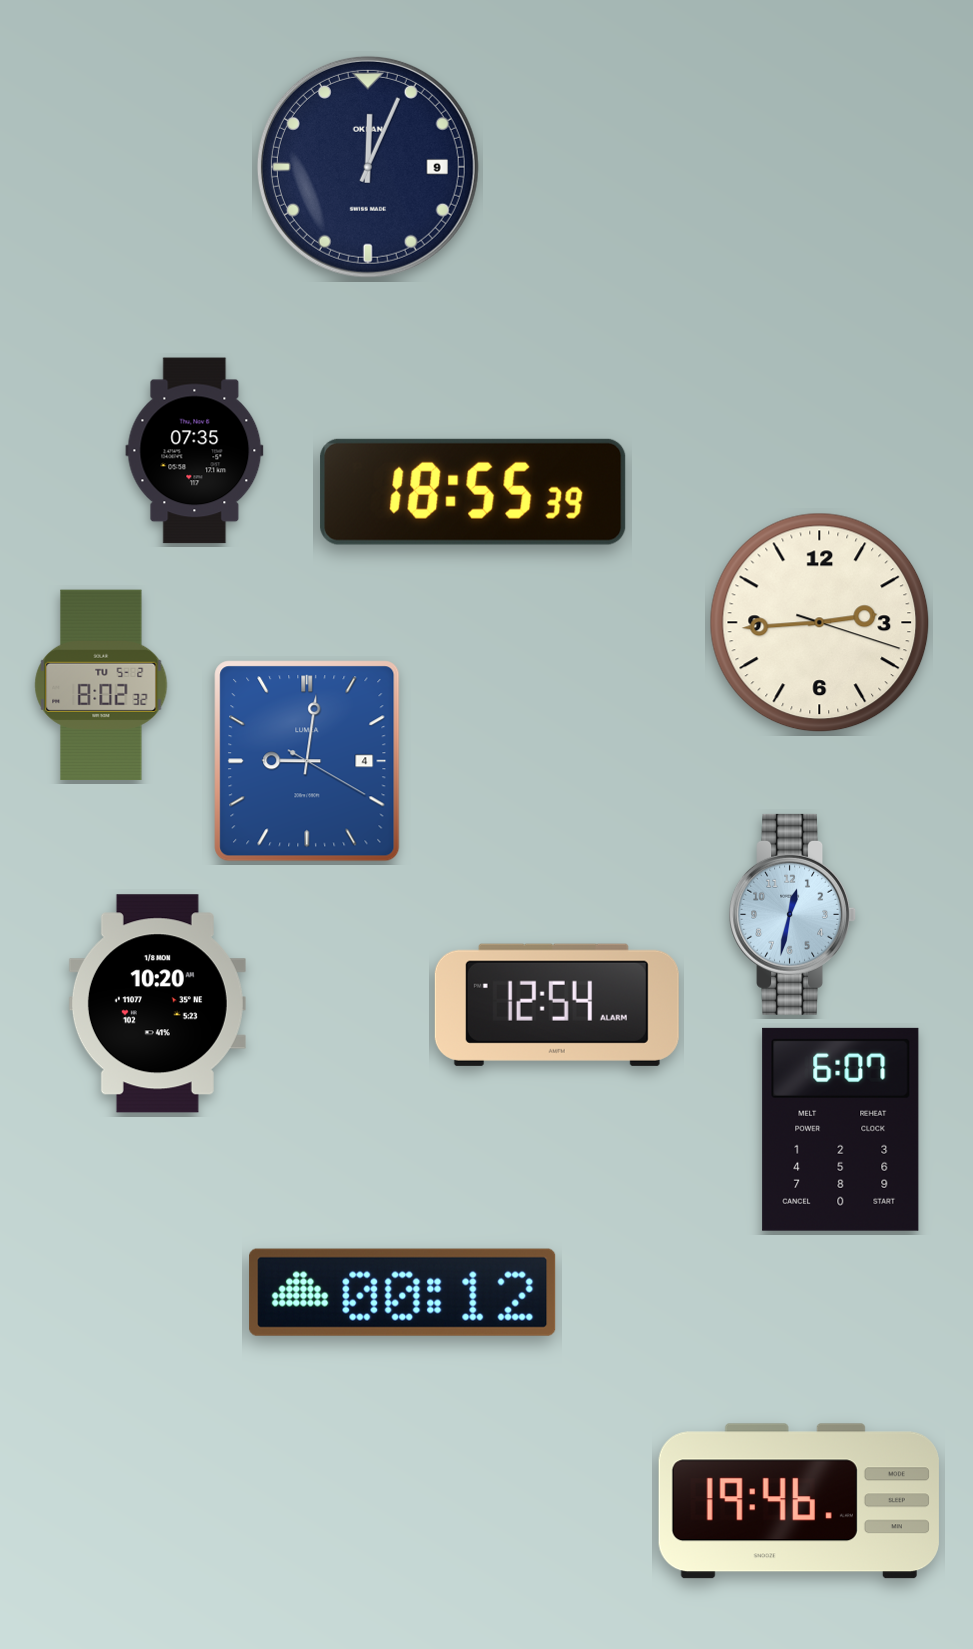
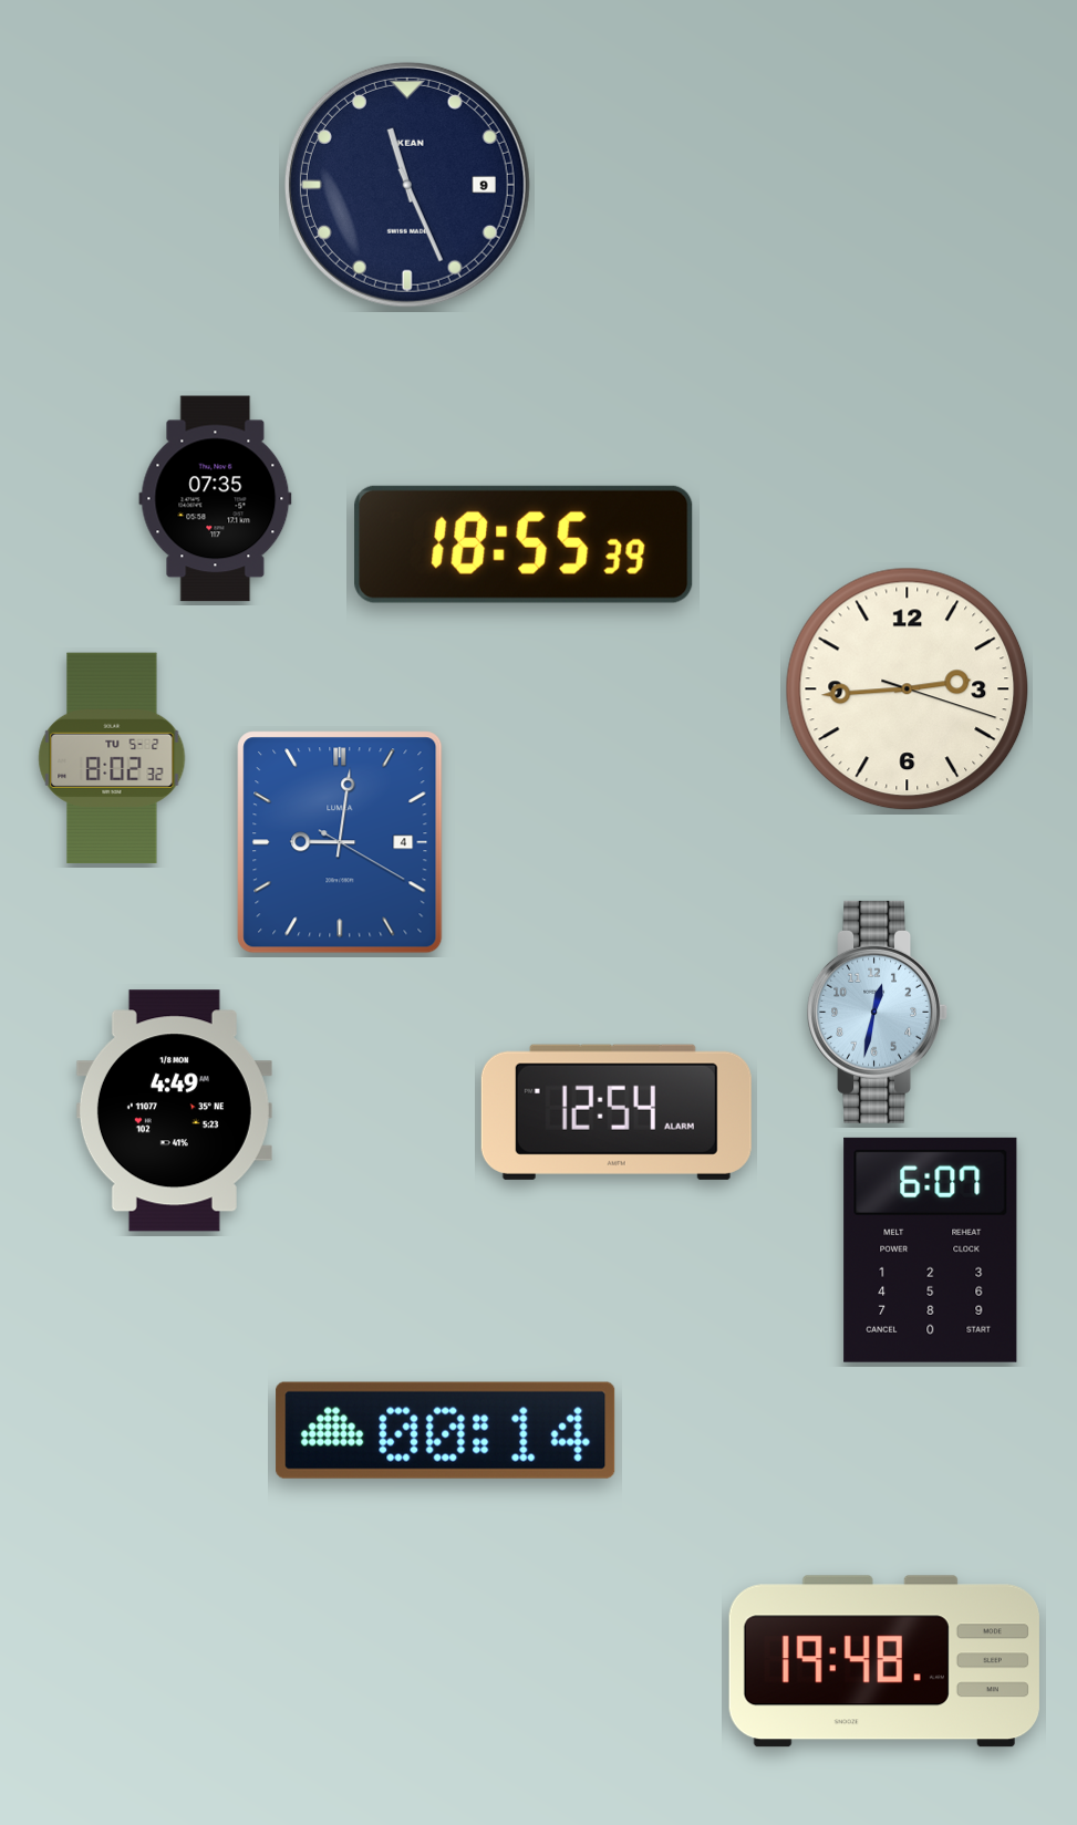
clock at (368, 167): 12:04 -> 11:26
clock at (157, 1004): 10:20 -> 4:49
clock at (403, 1292): 00:12 -> 00:14
clock at (799, 1501): 19:46 -> 19:48
